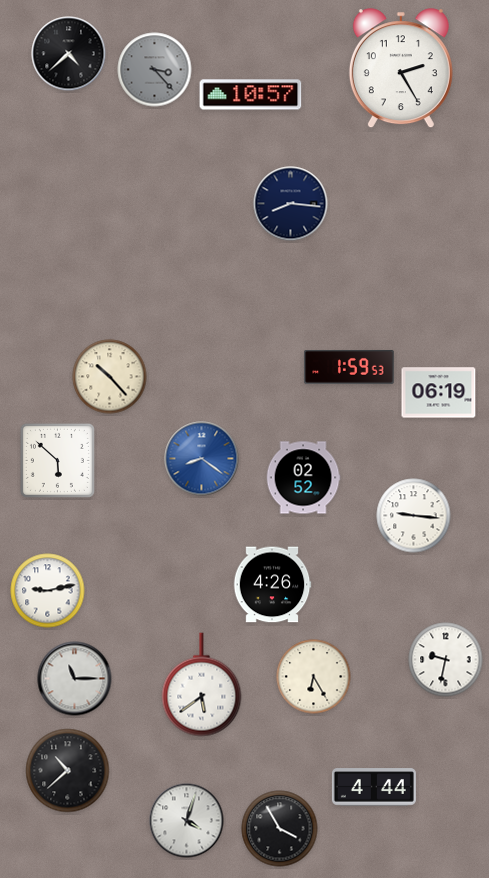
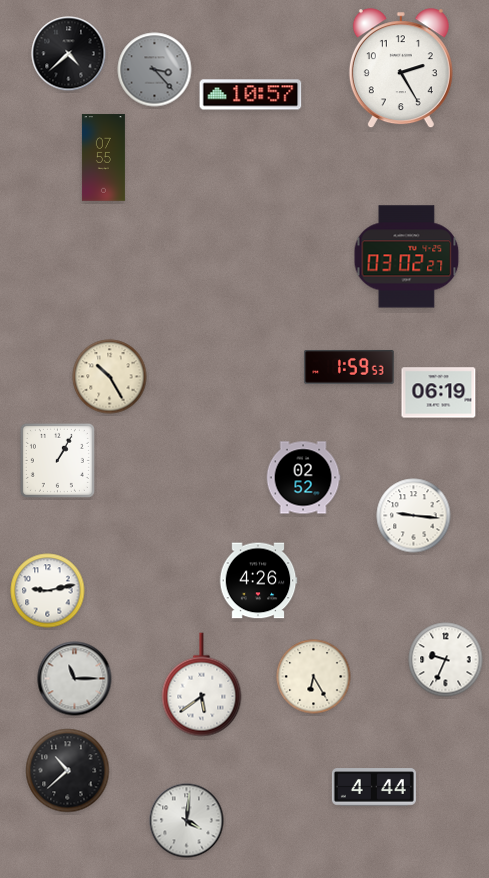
clock at (103, 158): none -> 07:55
clock at (291, 204): 8:16 -> none
clock at (407, 257): none -> 03:02
clock at (110, 377): 10:23 -> 10:25
clock at (202, 459): 8:21 -> none
clock at (57, 460): 5:52 -> 1:05
clock at (272, 585) position: (272, 585) -> (258, 581)
clock at (446, 660): 9:32 -> 9:34
clock at (187, 821): 4:03 -> 4:01
clock at (280, 829): 3:55 -> none
